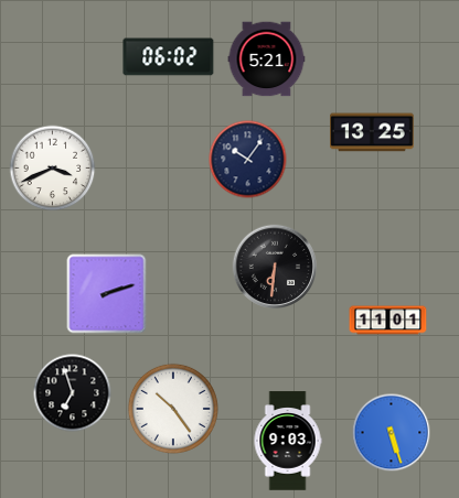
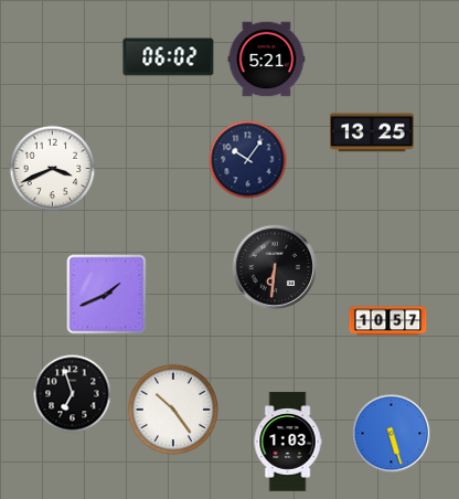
clock at (107, 294): 2:12 -> 1:41
clock at (388, 321): 11:01 -> 10:57
clock at (288, 441): 9:03 -> 1:03
